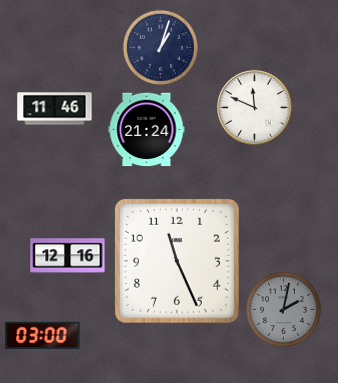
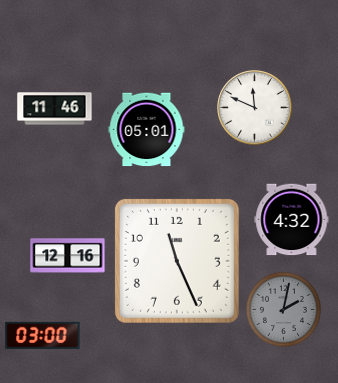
clock at (160, 47): 1:03 -> none
clock at (147, 130): 21:24 -> 05:01
clock at (292, 220): none -> 4:32
